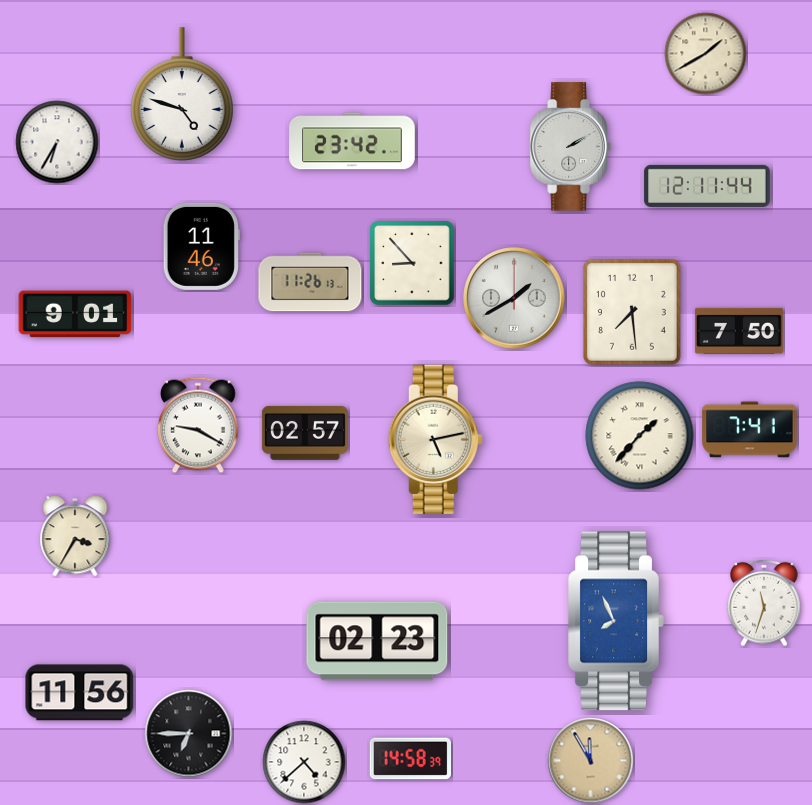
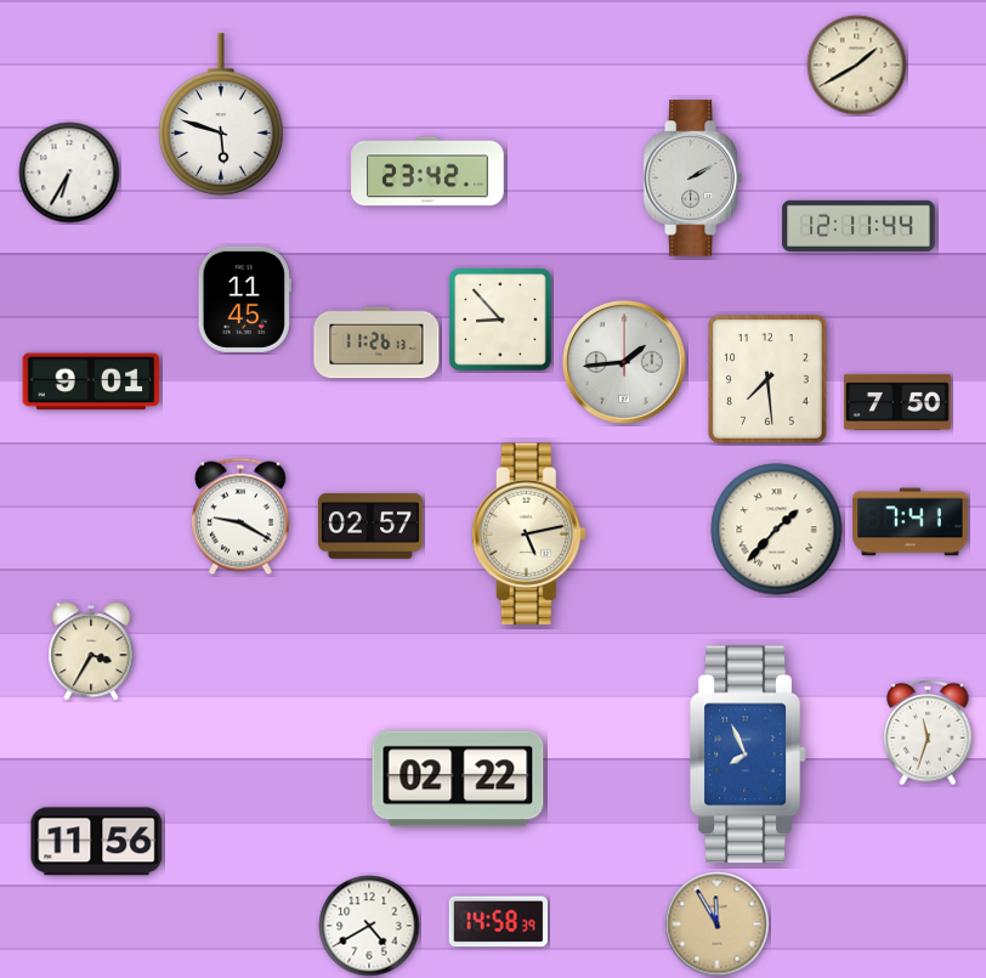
clock at (182, 94): 4:48 -> 5:48
clock at (201, 246): 11:46 -> 11:45
clock at (514, 298): 1:40 -> 1:44
clock at (377, 641): 02:23 -> 02:22
clock at (189, 734): 6:45 -> none
clock at (304, 762): 4:38 -> 4:40
